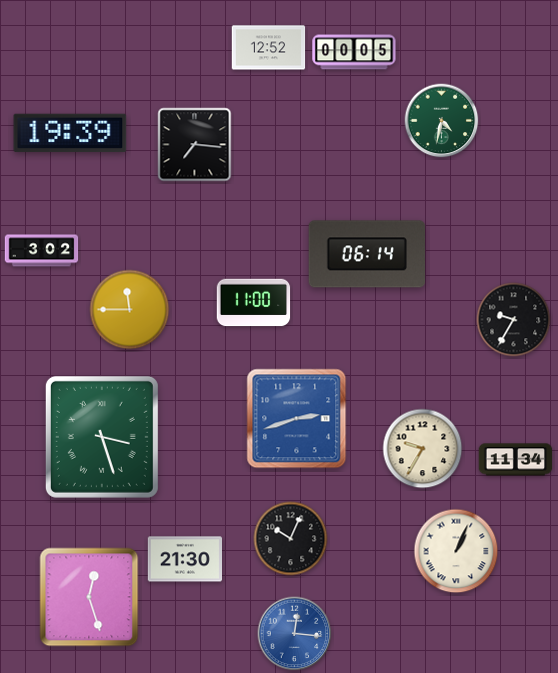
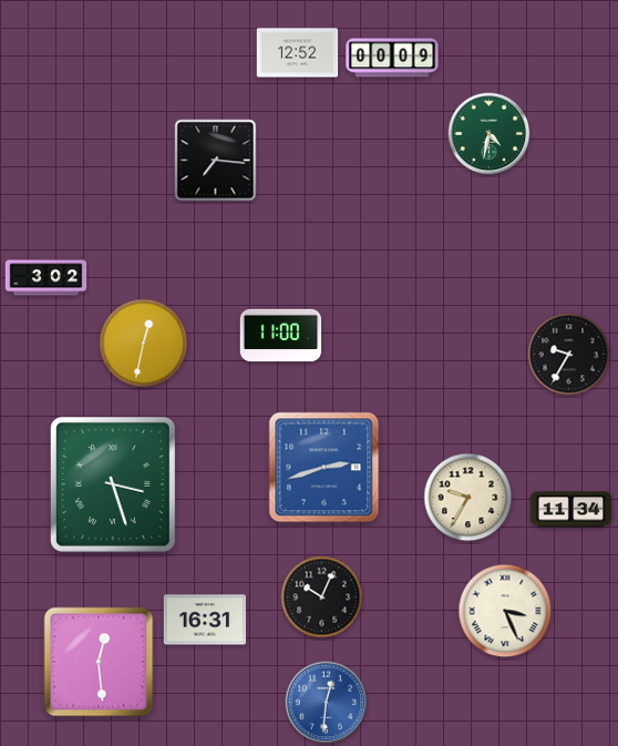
clock at (354, 52): 00:05 -> 00:09
clock at (70, 133): 19:39 -> none
clock at (366, 254): 06:14 -> none
clock at (130, 310): 11:45 -> 12:32
clock at (297, 419) position: (297, 419) -> (325, 468)
clock at (456, 551): 1:04 -> 3:26
clock at (184, 559): 21:30 -> 16:31
clock at (89, 597): 12:27 -> 12:29
clock at (295, 634): 12:16 -> 12:31
